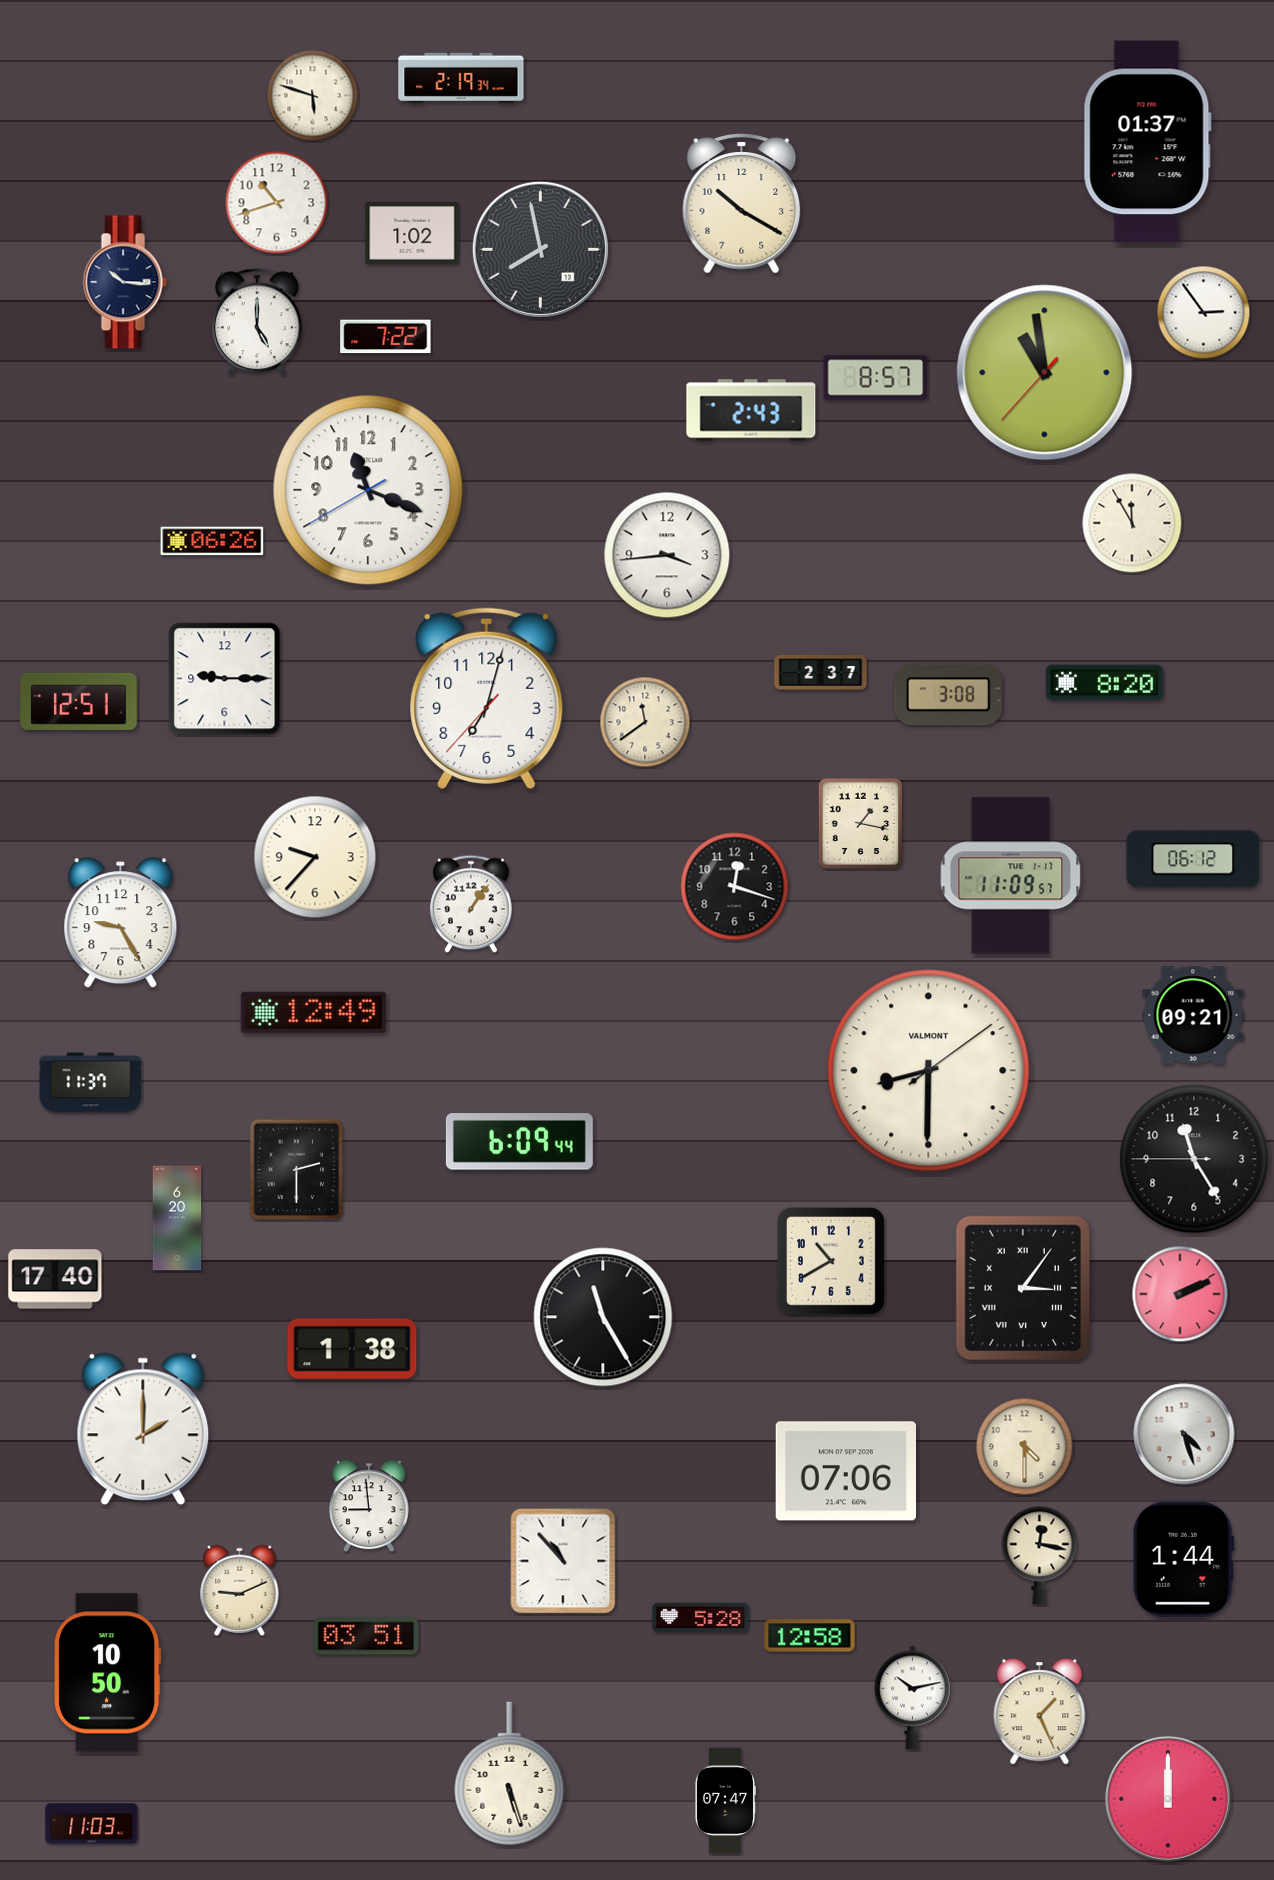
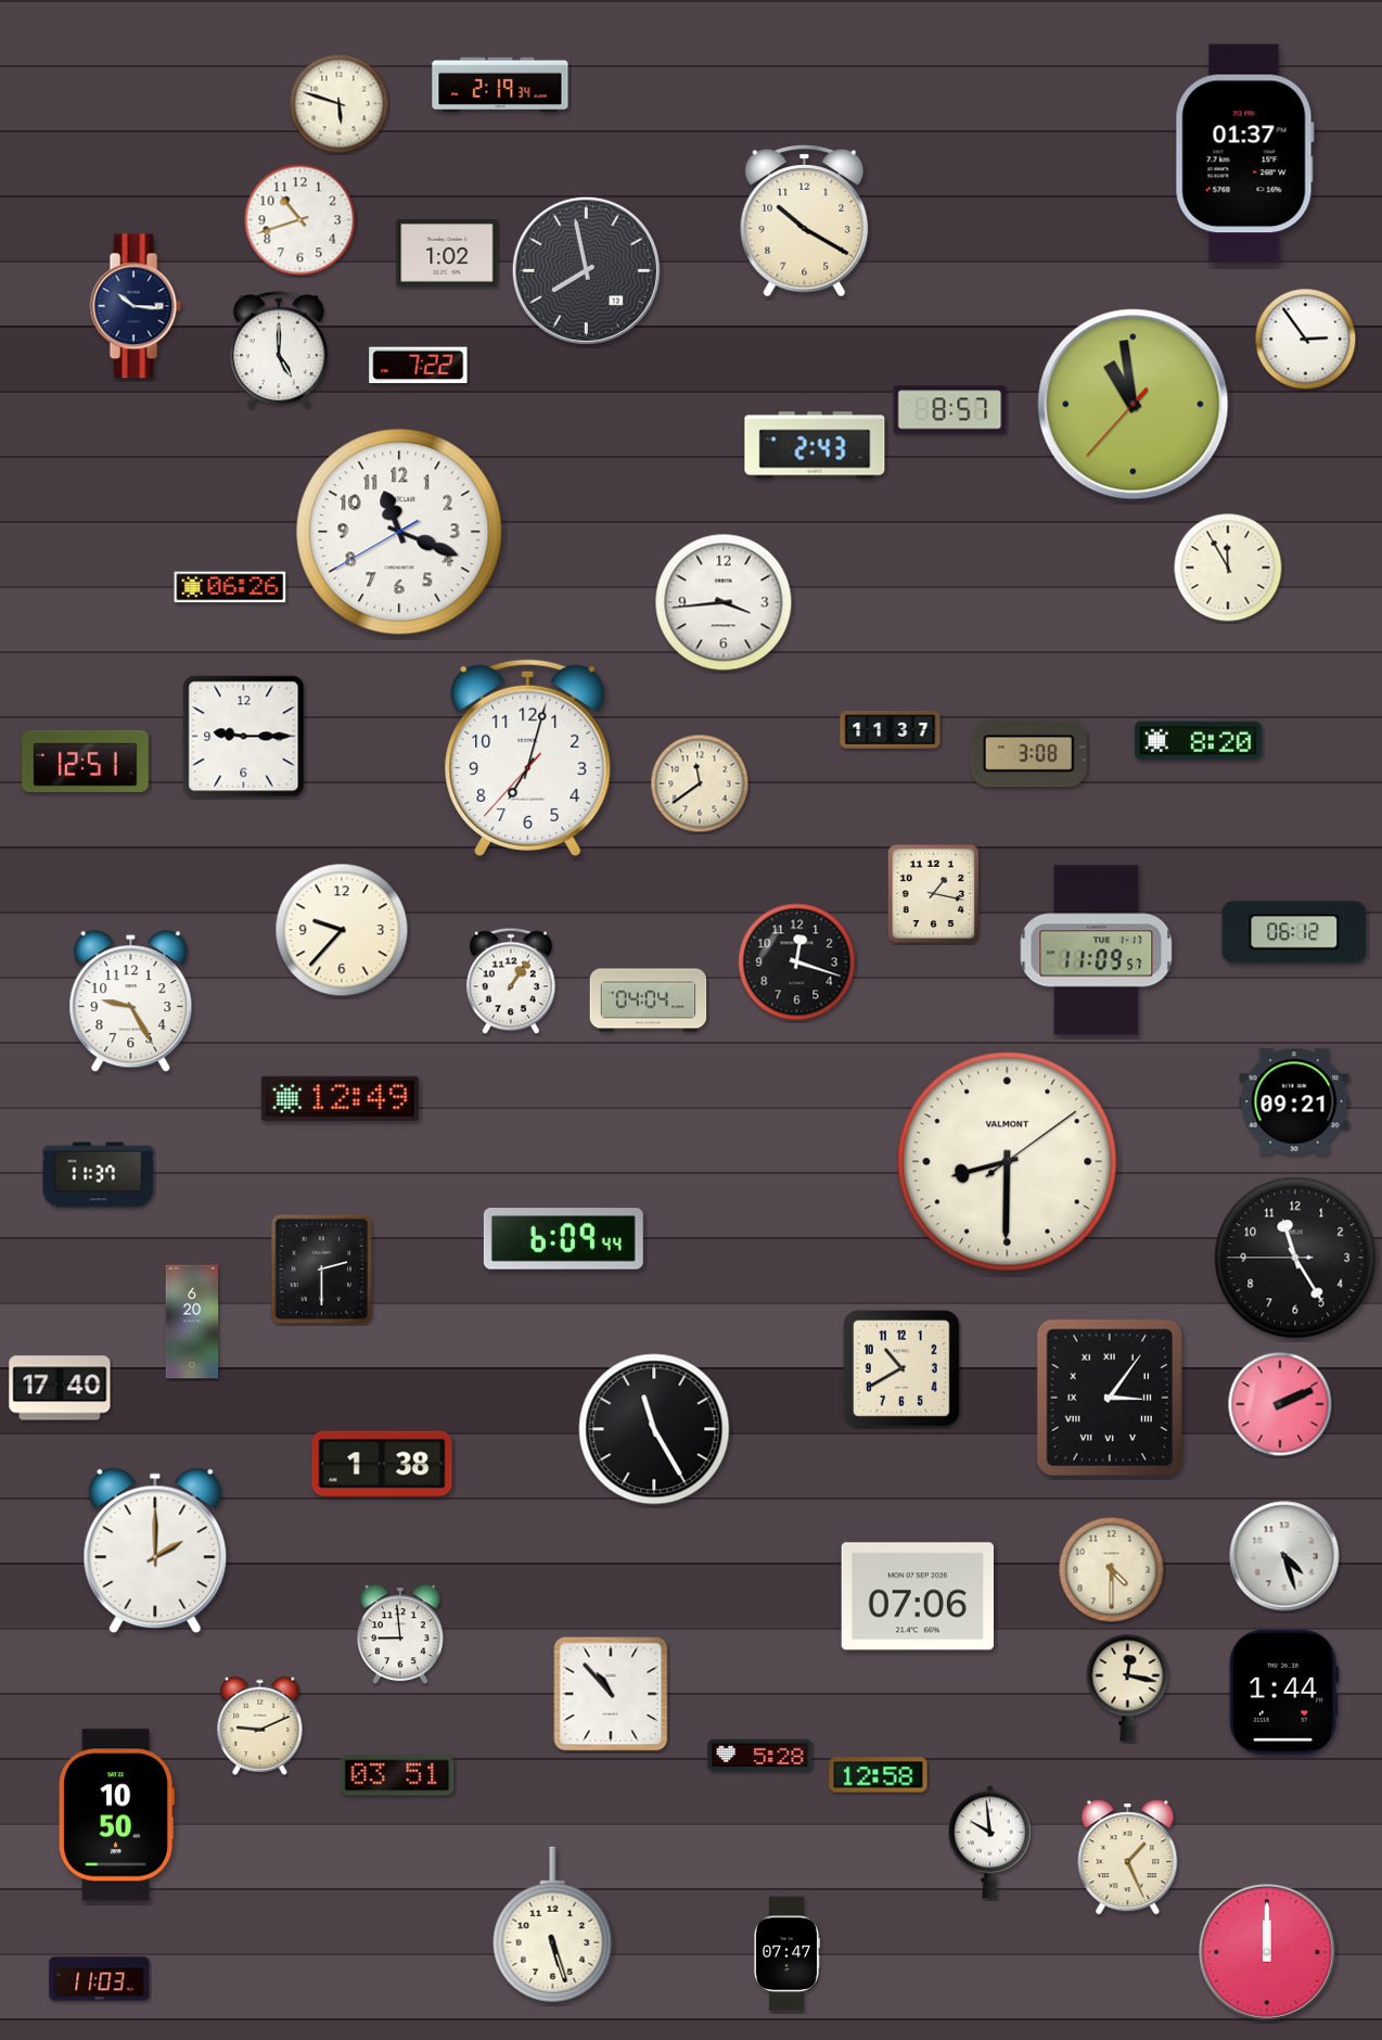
clock at (821, 672): 2:37 -> 11:37
clock at (649, 1000): none -> 04:04
clock at (912, 1698): 10:13 -> 9:59
